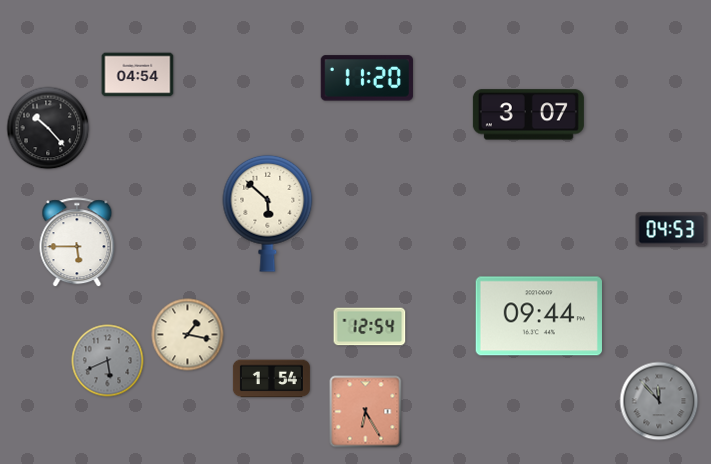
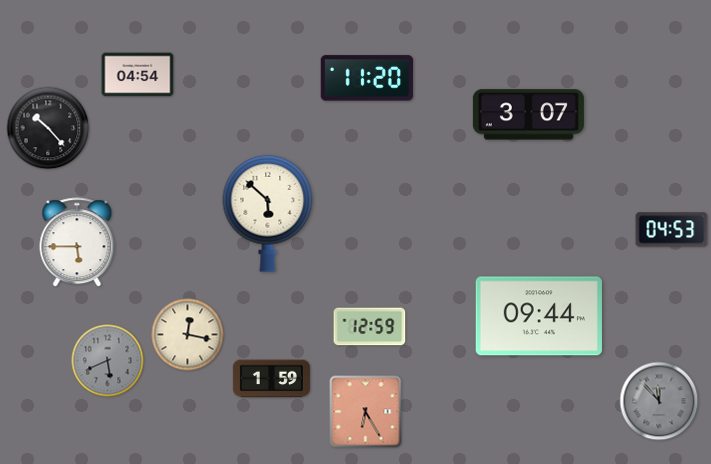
clock at (370, 327): 12:54 -> 12:59
clock at (188, 335): 1:17 -> 12:17
clock at (271, 379): 1:54 -> 1:59
